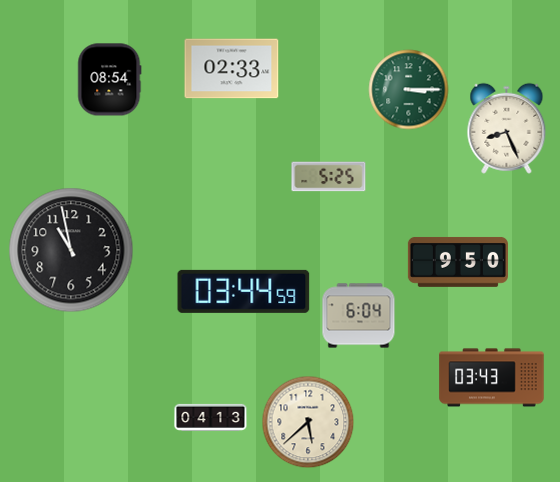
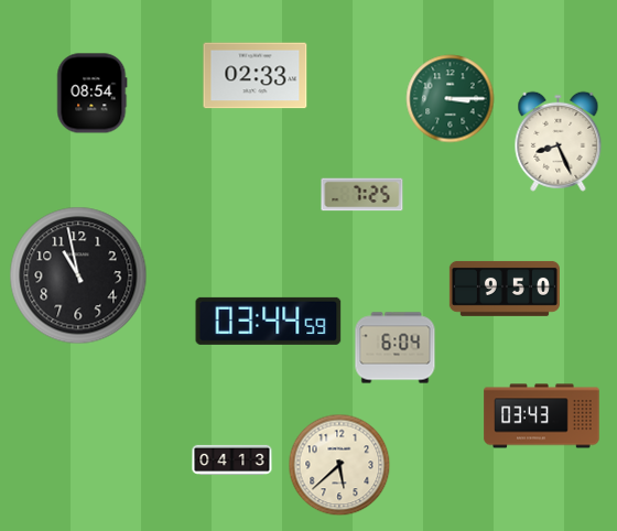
clock at (110, 80) position: (110, 80) -> (93, 94)
clock at (329, 177): 5:25 -> 7:25
